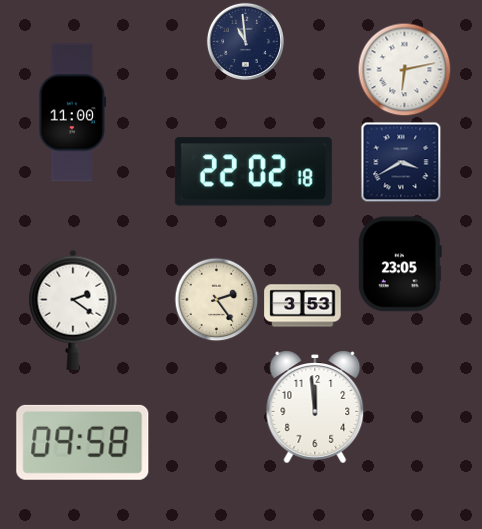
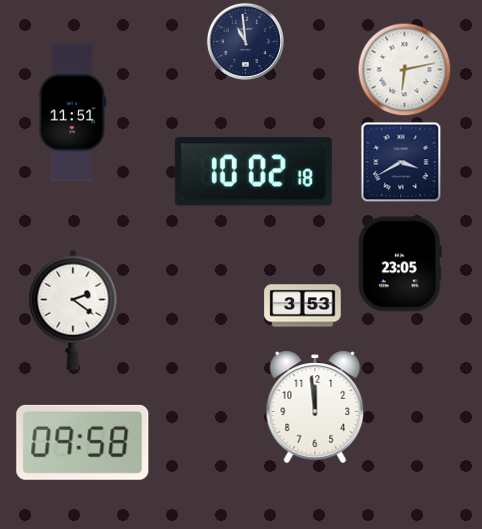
clock at (73, 113): 11:00 -> 11:51
clock at (253, 172): 22:02 -> 10:02
clock at (216, 299): 2:24 -> none
